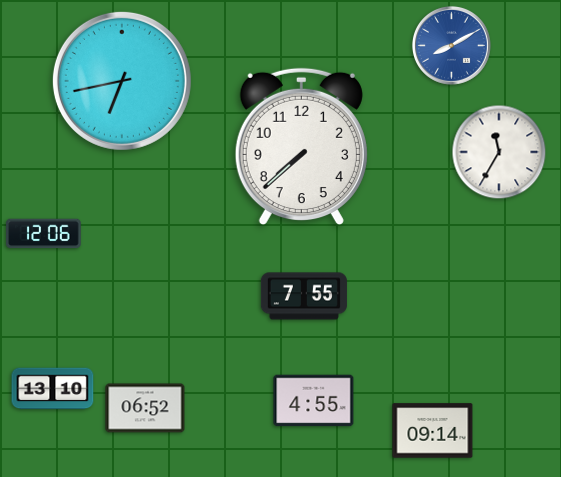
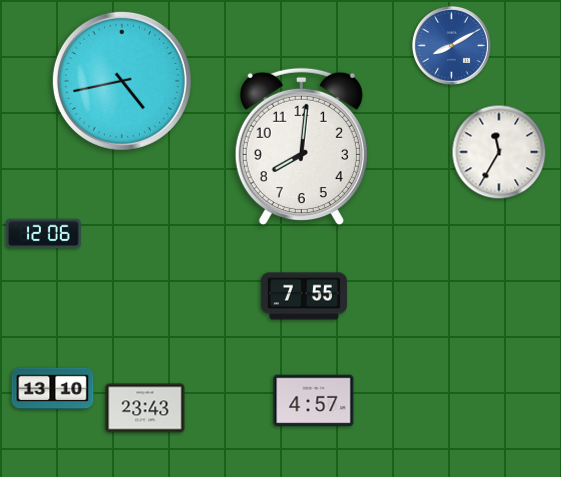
clock at (122, 81): 6:43 -> 4:43
clock at (301, 147): 7:38 -> 8:01
clock at (314, 401): 4:55 -> 4:57
clock at (145, 408): 06:52 -> 23:43
clock at (433, 431): 09:14 -> none
